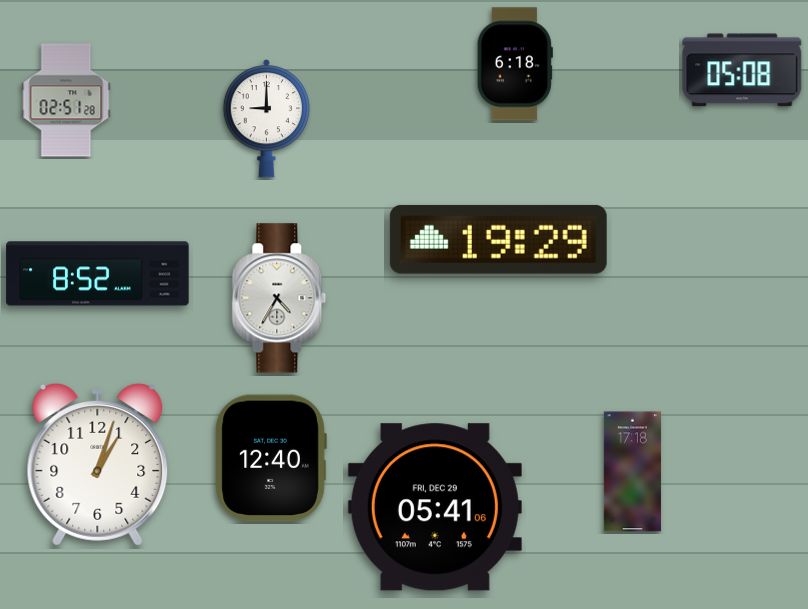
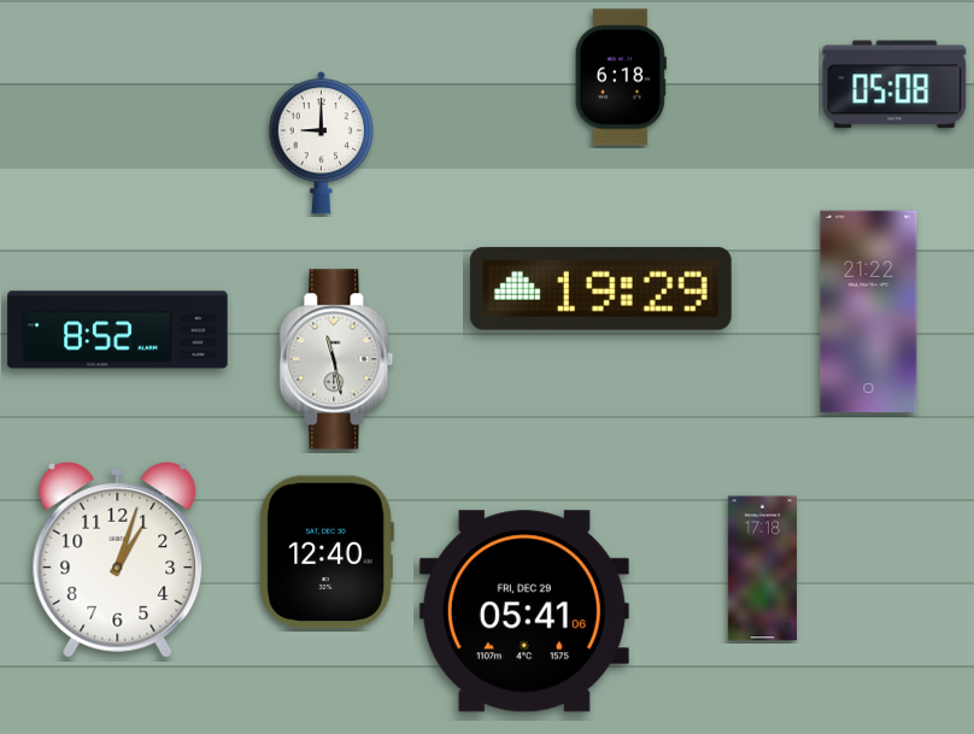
clock at (66, 100): 02:51 -> none
clock at (869, 312): none -> 21:22
clock at (279, 298): 4:35 -> 11:28
